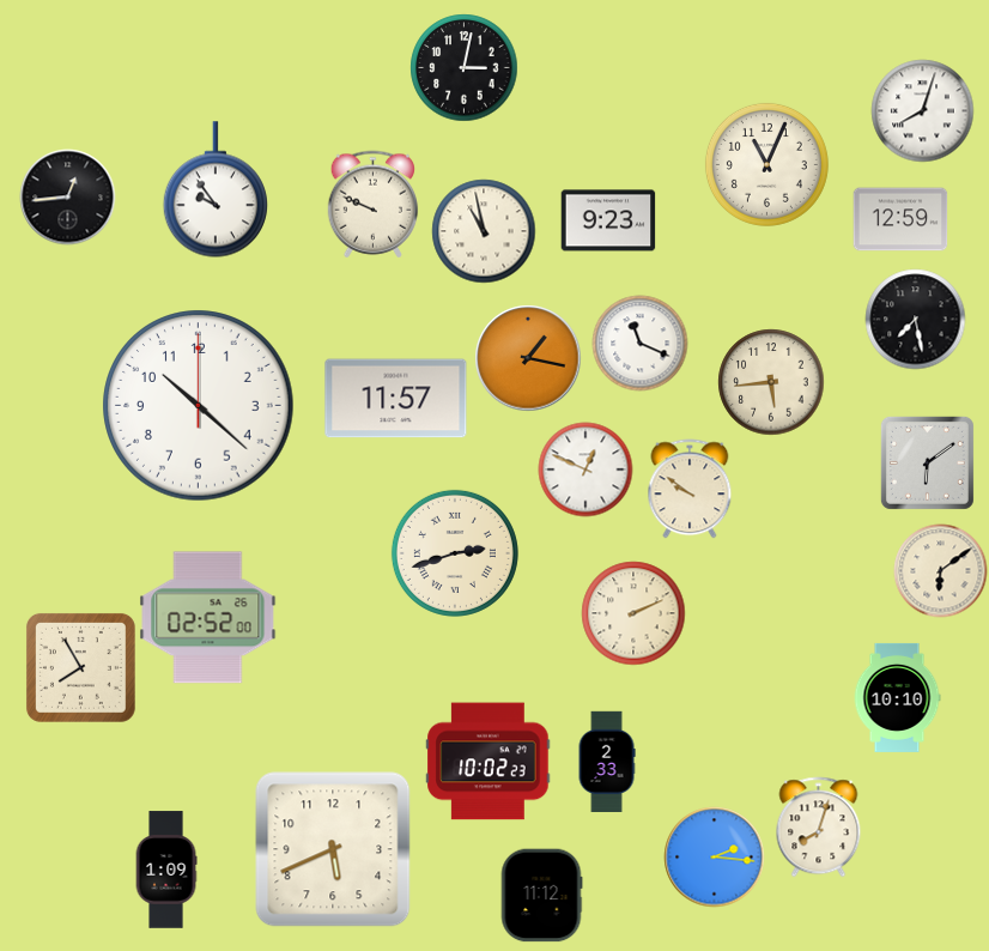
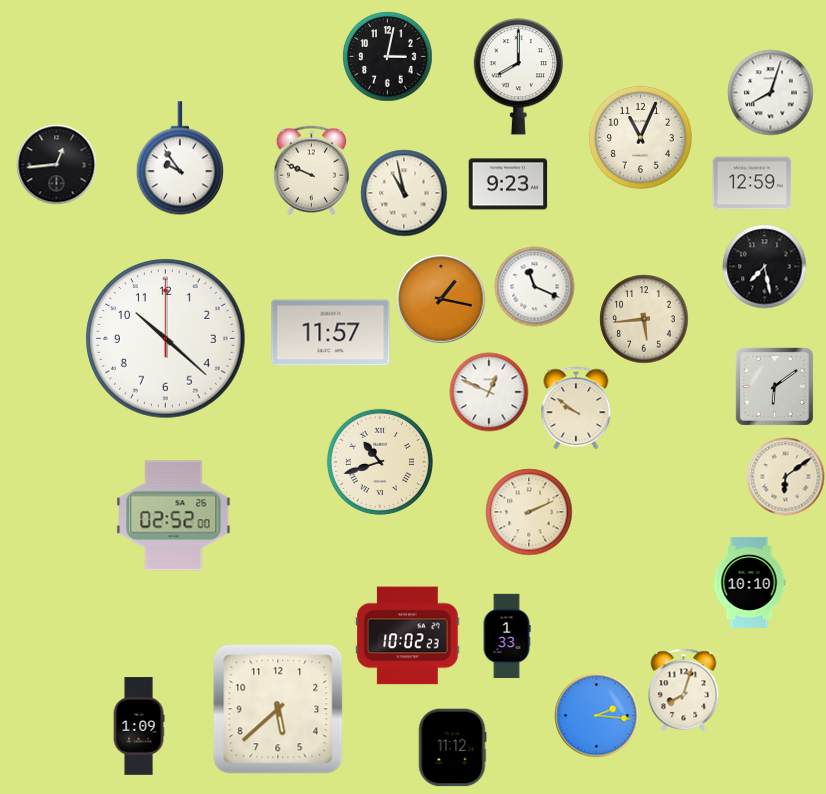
clock at (518, 77): none -> 8:00
clock at (455, 553): 2:42 -> 10:42
clock at (80, 667): 7:55 -> none
clock at (607, 761): 2:33 -> 1:33
clock at (333, 849): 5:41 -> 5:38
